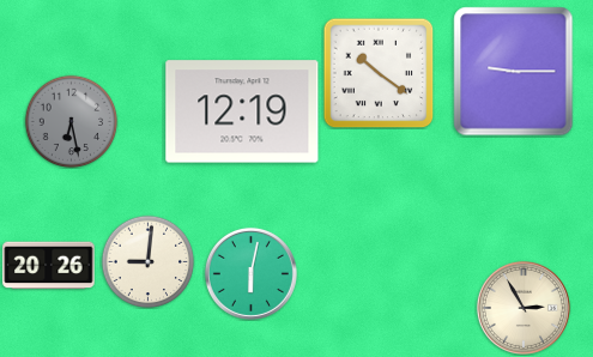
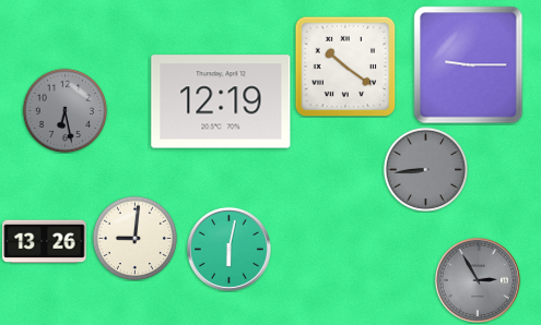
clock at (425, 169): none -> 8:44
clock at (49, 266): 20:26 -> 13:26
clock at (524, 308) dial: cream -> grey
